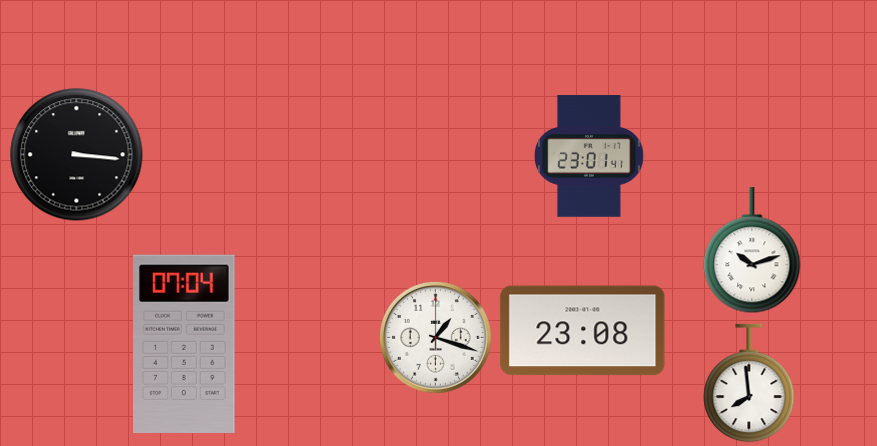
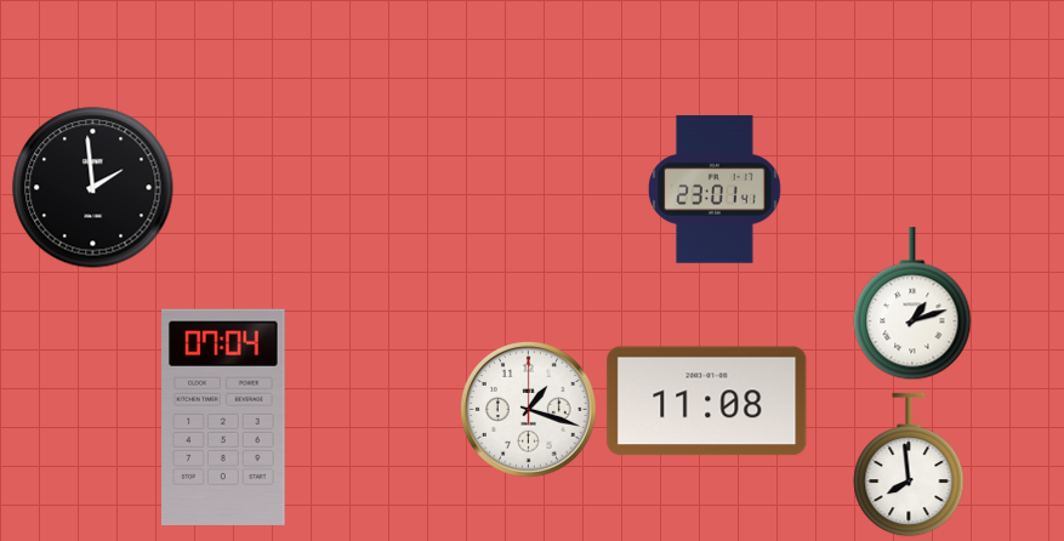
clock at (77, 155): 3:16 -> 1:59
clock at (752, 251): 10:12 -> 1:12
clock at (583, 331): 23:08 -> 11:08
